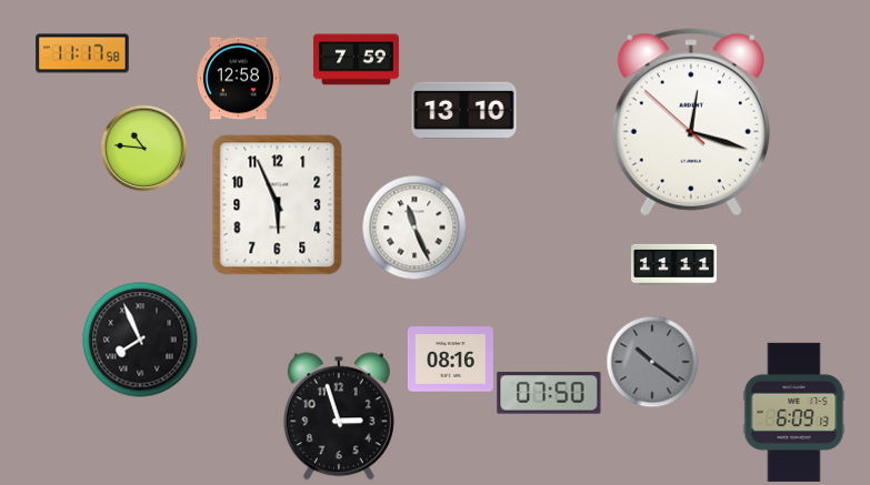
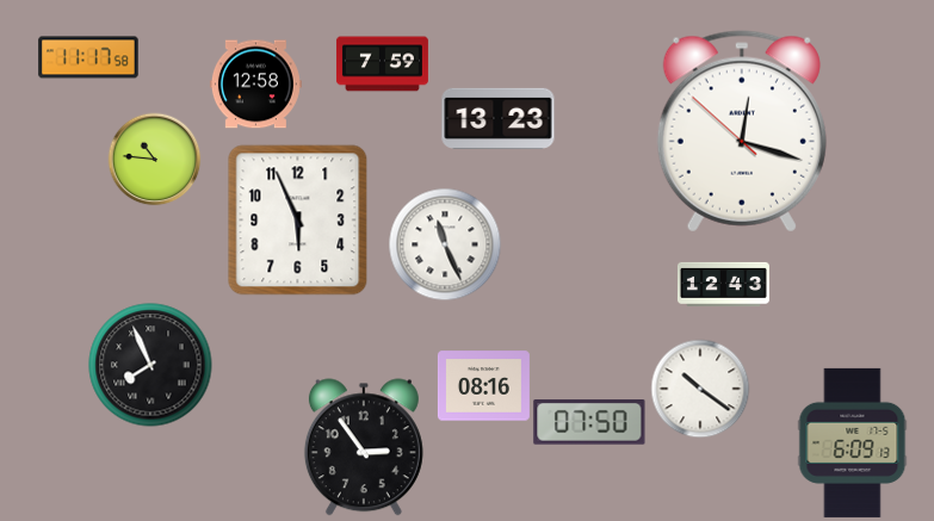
clock at (464, 110): 13:10 -> 13:23
clock at (673, 264): 11:11 -> 12:43
clock at (652, 362) dial: grey -> white
clock at (339, 416): 2:57 -> 2:54
